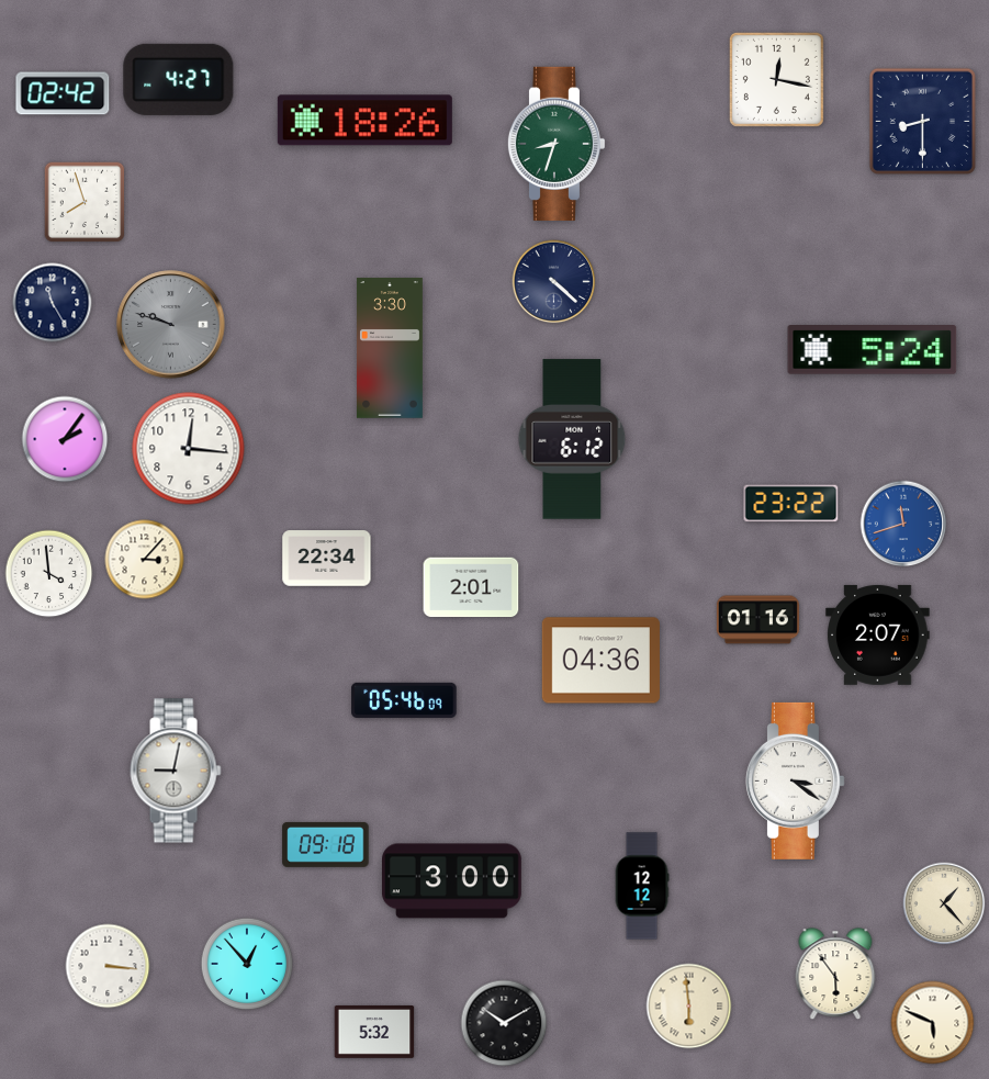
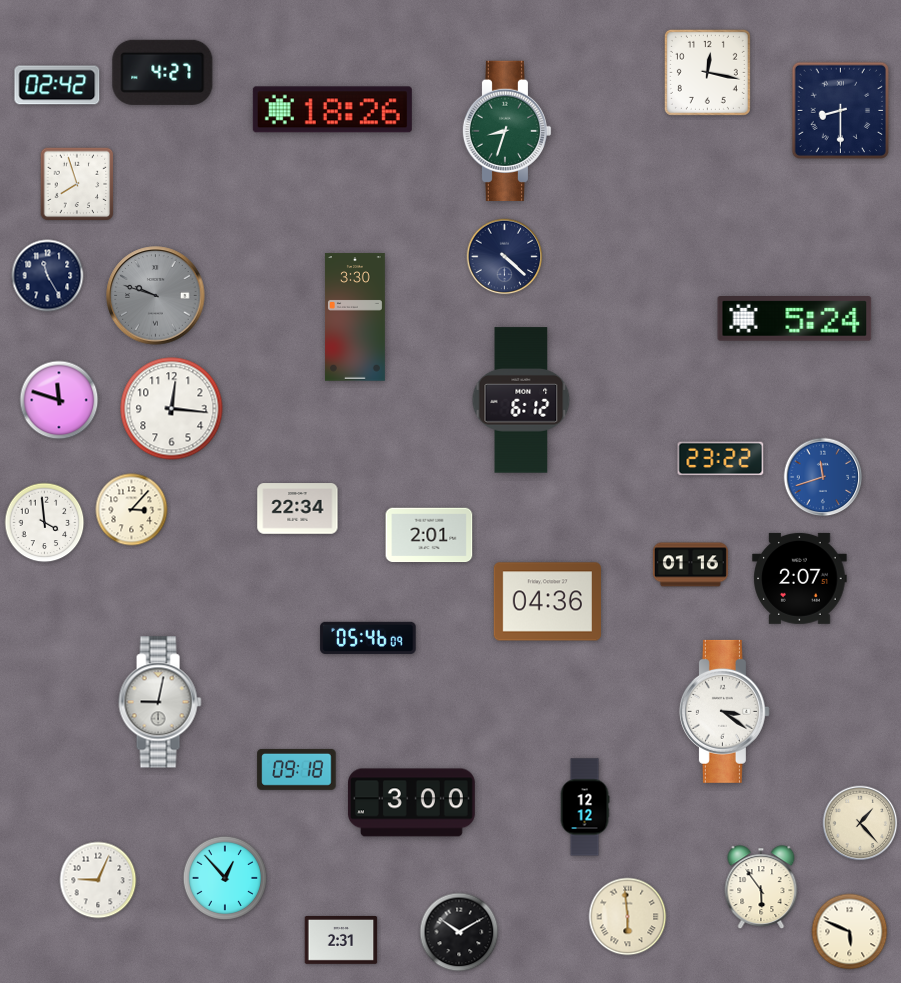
clock at (65, 439): 2:06 -> 11:48
clock at (108, 966): 3:16 -> 9:04
clock at (374, 1033): 5:32 -> 2:31
